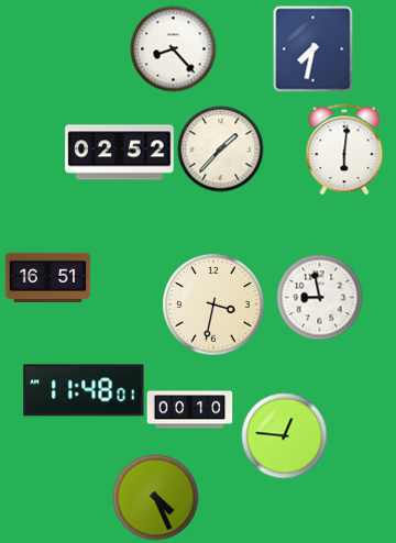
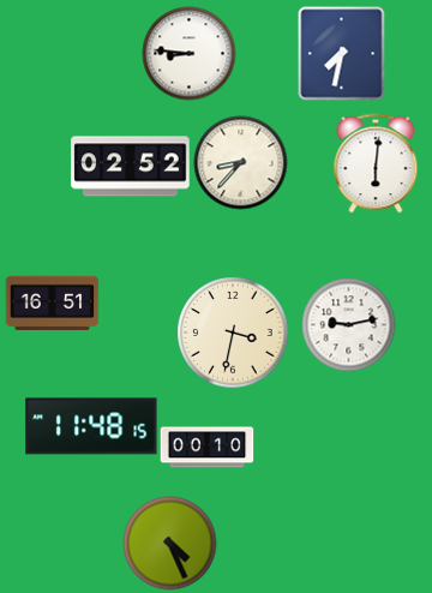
clock at (173, 48): 8:23 -> 8:46
clock at (220, 148): 1:37 -> 8:37
clock at (319, 297): 8:58 -> 9:13
clock at (84, 390): 11:48:01 -> 11:48:15
clock at (284, 435): 12:46 -> none
